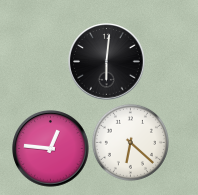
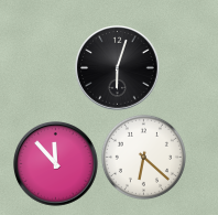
clock at (107, 62): 6:01 -> 6:03
clock at (51, 149): 12:46 -> 11:53
